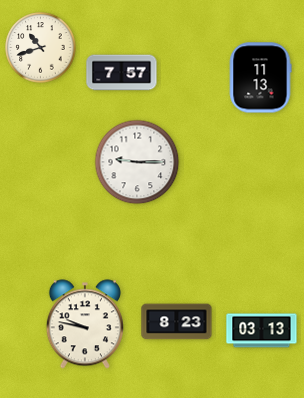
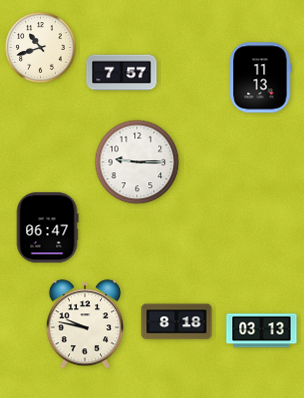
clock at (47, 228): none -> 06:47
clock at (177, 322): 8:23 -> 8:18
